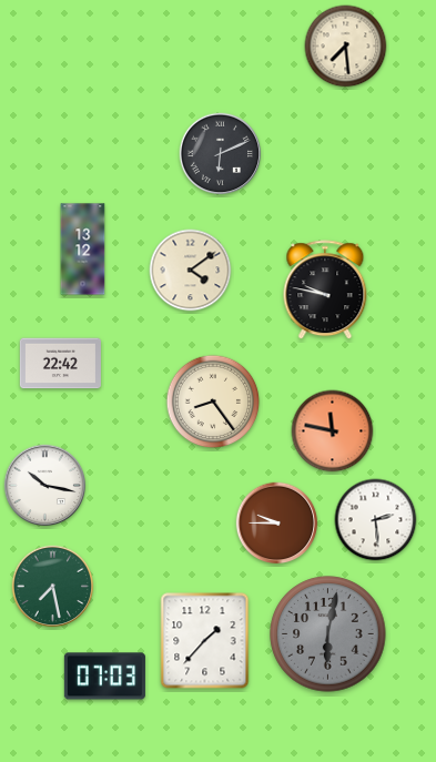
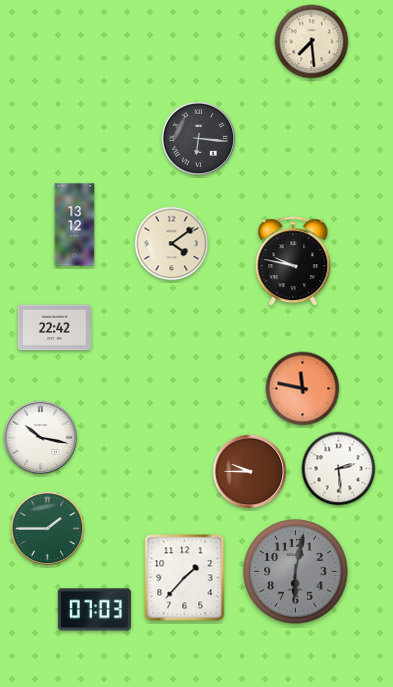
clock at (221, 154): 6:11 -> 6:16
clock at (213, 402): 8:24 -> none
clock at (333, 431) position: (333, 431) -> (303, 389)
clock at (53, 587): 7:28 -> 1:45
